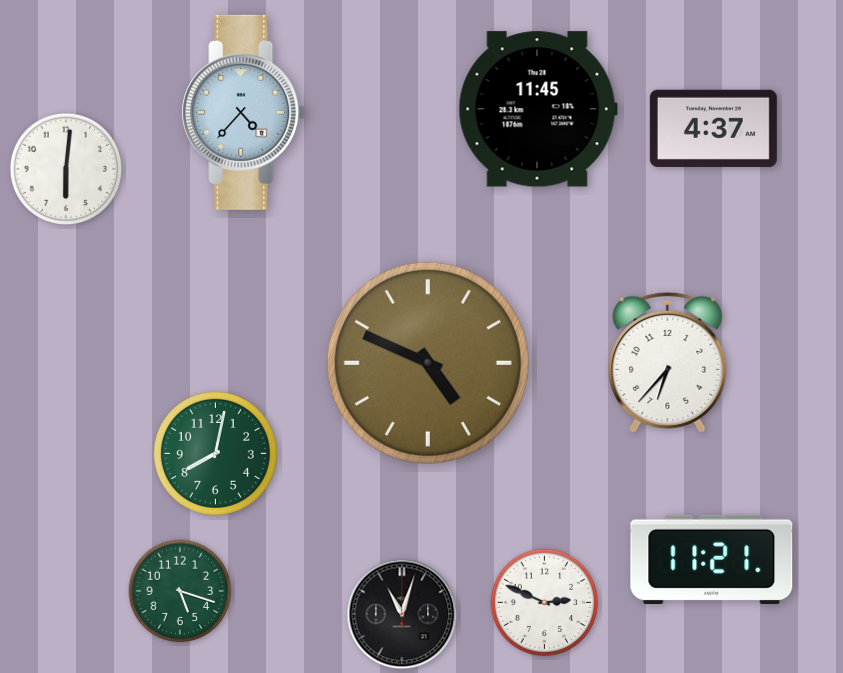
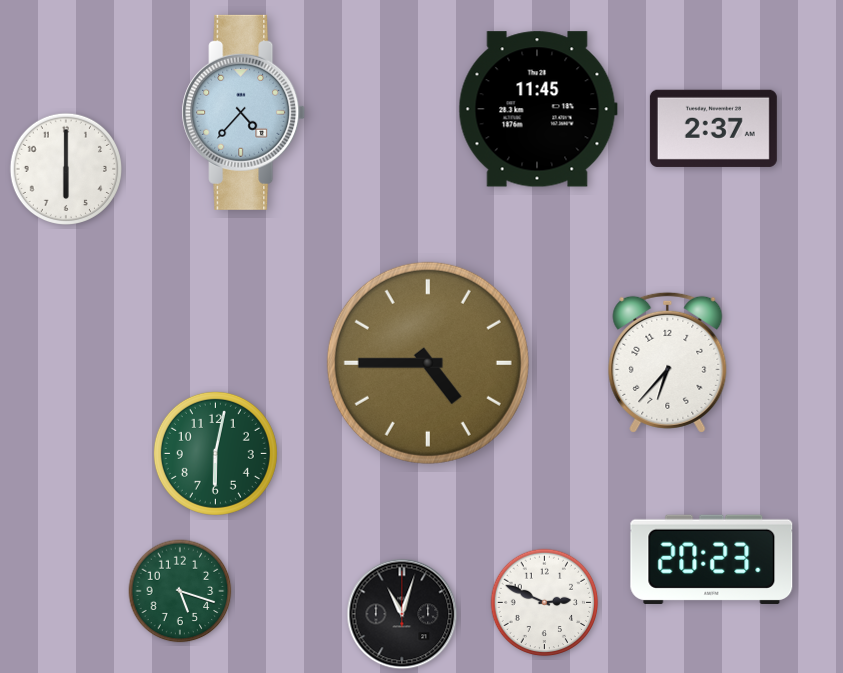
clock at (713, 128): 4:37 -> 2:37
clock at (65, 168): 6:01 -> 6:00
clock at (428, 363): 4:49 -> 4:45
clock at (215, 453): 8:02 -> 6:02
clock at (712, 559): 11:21 -> 20:23
